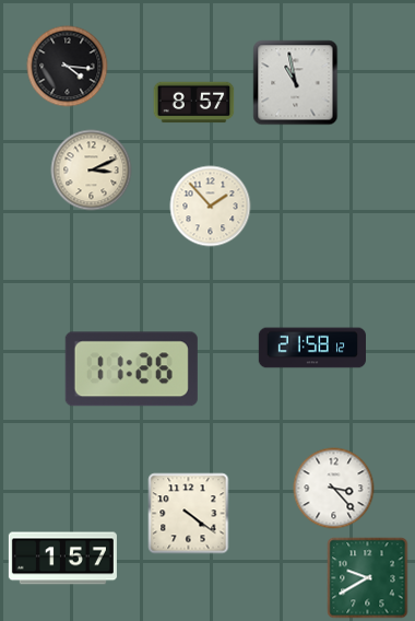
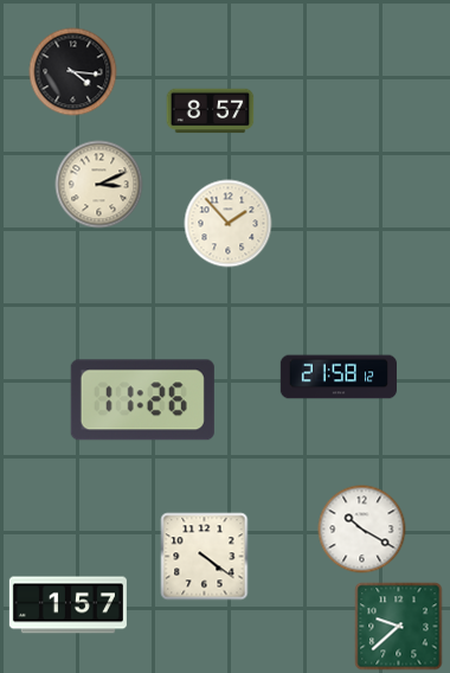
clock at (296, 83): 10:58 -> none
clock at (334, 489): 3:23 -> 10:20
clock at (368, 578): 9:40 -> 9:38
